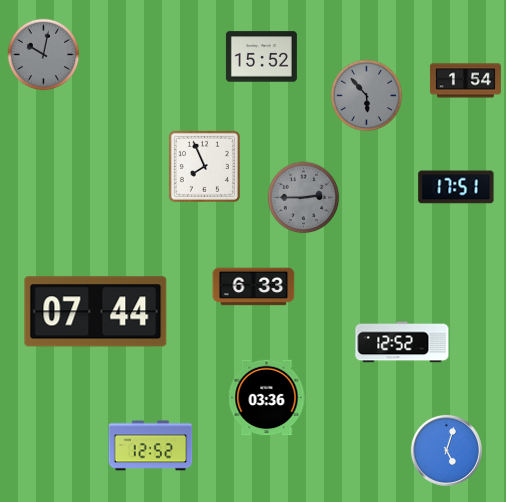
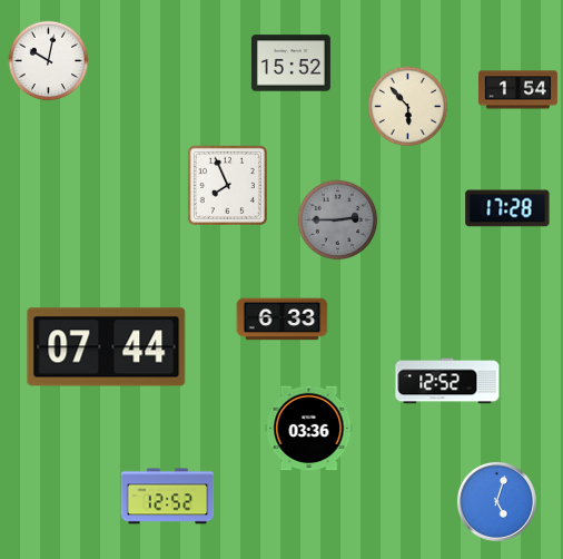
clock at (44, 55) dial: grey -> white
clock at (367, 96) dial: grey -> cream
clock at (456, 187): 17:51 -> 17:28
clock at (267, 398) position: (267, 398) -> (309, 429)
